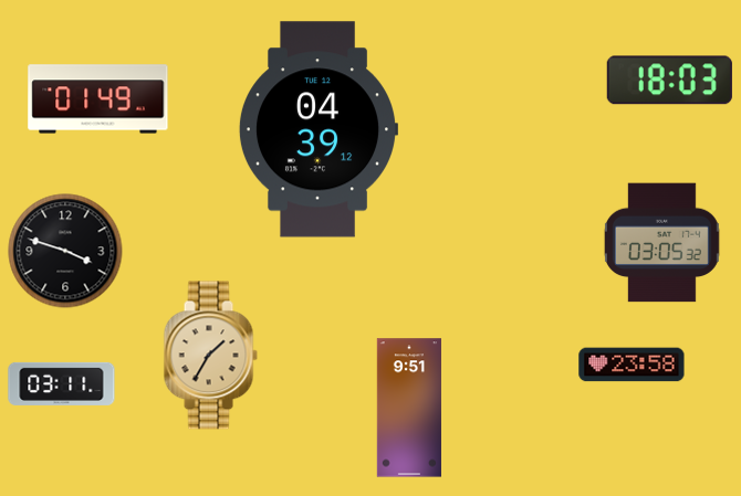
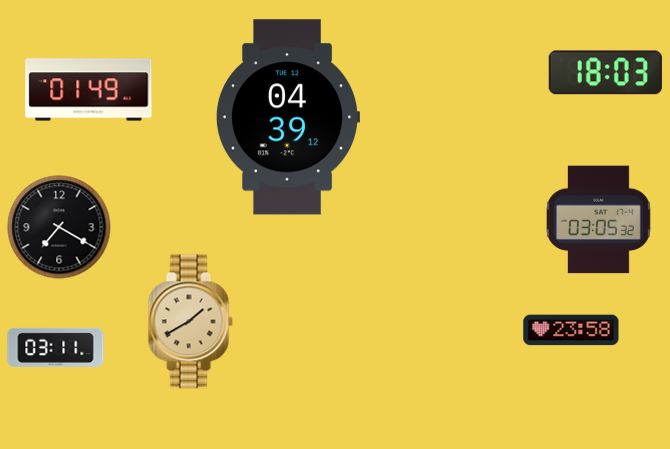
clock at (65, 251): 3:48 -> 7:20
clock at (210, 356): 1:35 -> 1:40
clock at (409, 408): 9:51 -> none
